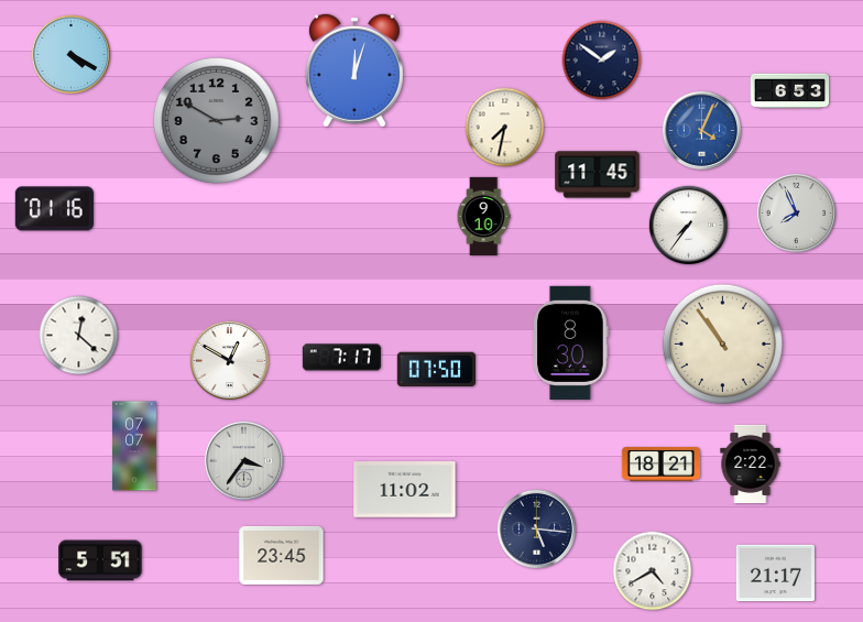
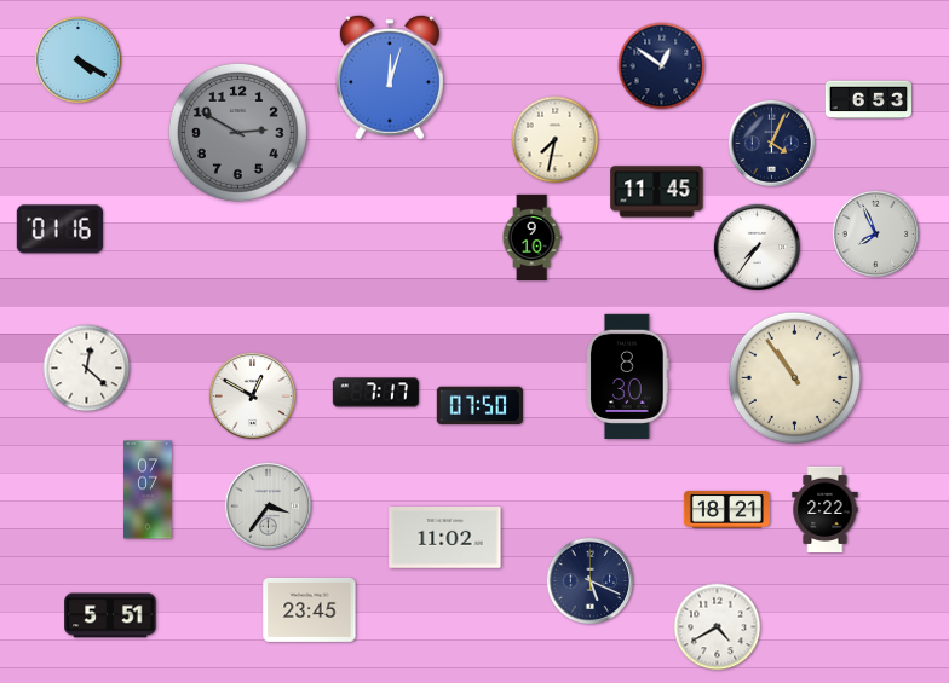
clock at (602, 61): 1:51 -> 12:51
clock at (701, 130) dial: blue -> navy
clock at (536, 528): 5:16 -> 5:19
clock at (775, 574): 21:17 -> none
